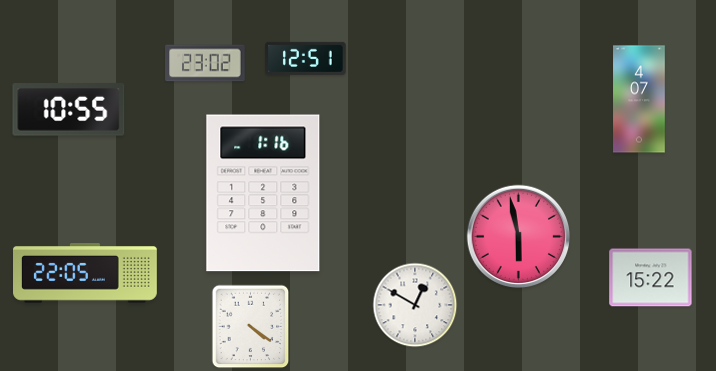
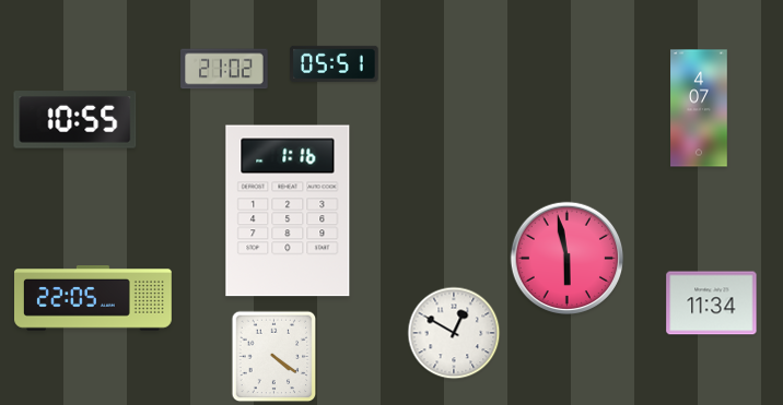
clock at (306, 58): 12:51 -> 05:51
clock at (205, 63): 23:02 -> 21:02
clock at (651, 278): 15:22 -> 11:34
